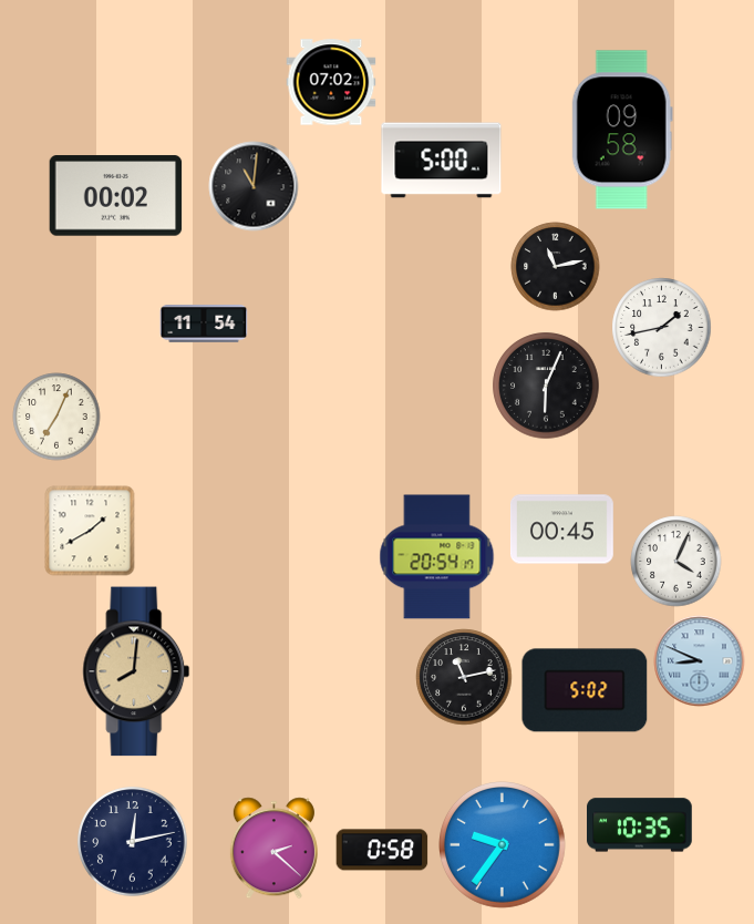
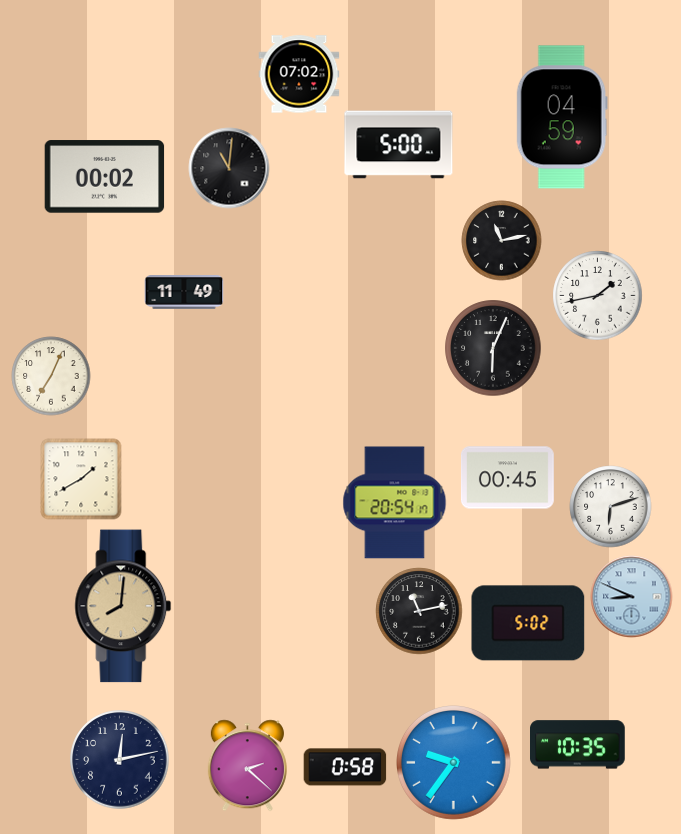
clock at (622, 130): 09:58 -> 04:59
clock at (204, 325): 11:54 -> 11:49
clock at (676, 562): 4:04 -> 6:12
